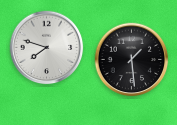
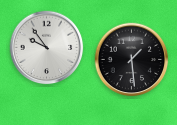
clock at (47, 48): 7:48 -> 9:54
